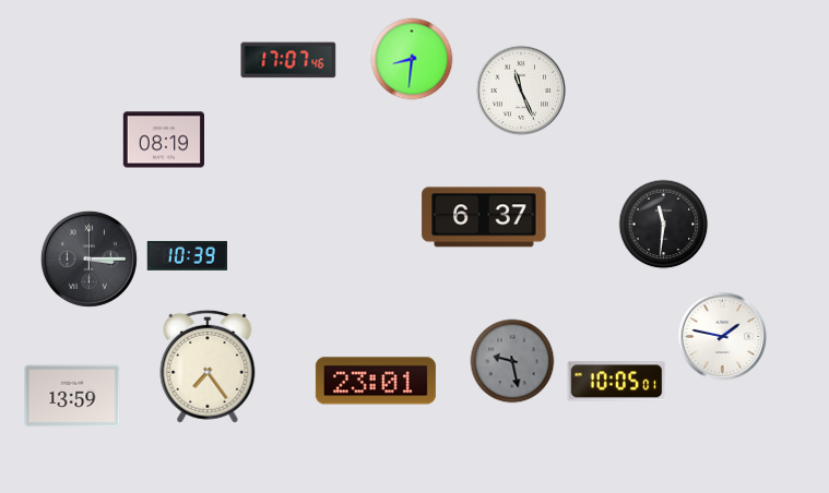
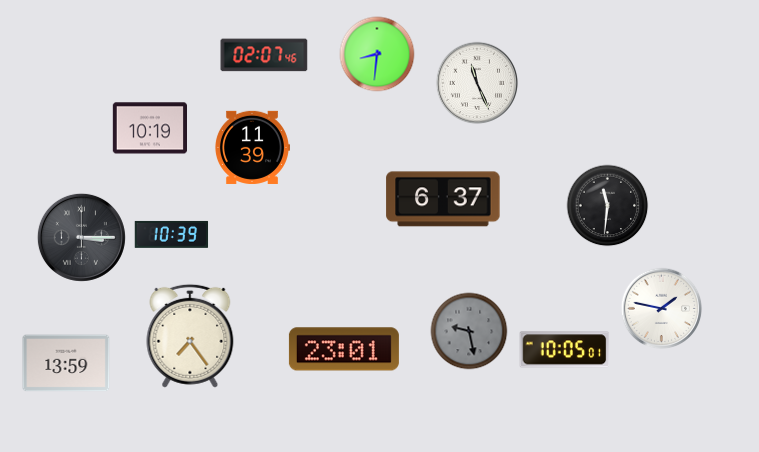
clock at (288, 60): 17:07 -> 02:07
clock at (163, 140): 08:19 -> 10:19
clock at (252, 147): none -> 11:39
